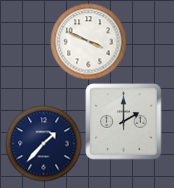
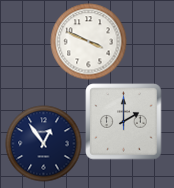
clock at (44, 144): 1:37 -> 12:54
